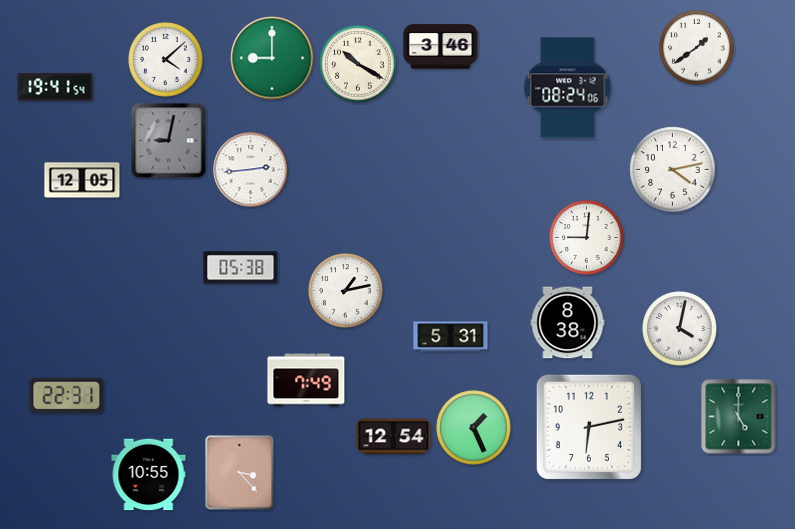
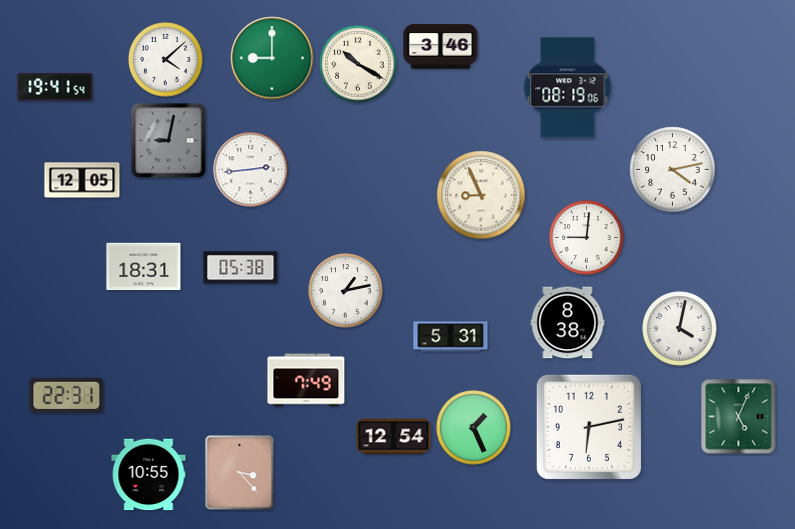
clock at (697, 48): 1:39 -> none
clock at (568, 88): 08:24 -> 08:19
clock at (481, 195): none -> 8:56
clock at (144, 267): none -> 18:31
clock at (739, 417): 5:00 -> 5:04
